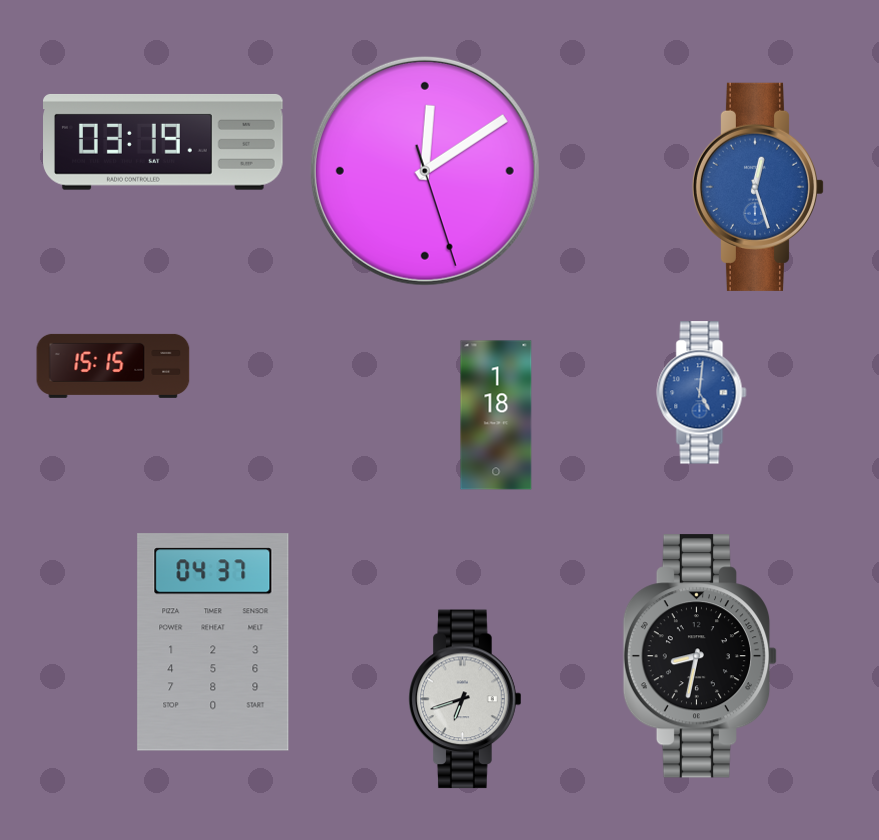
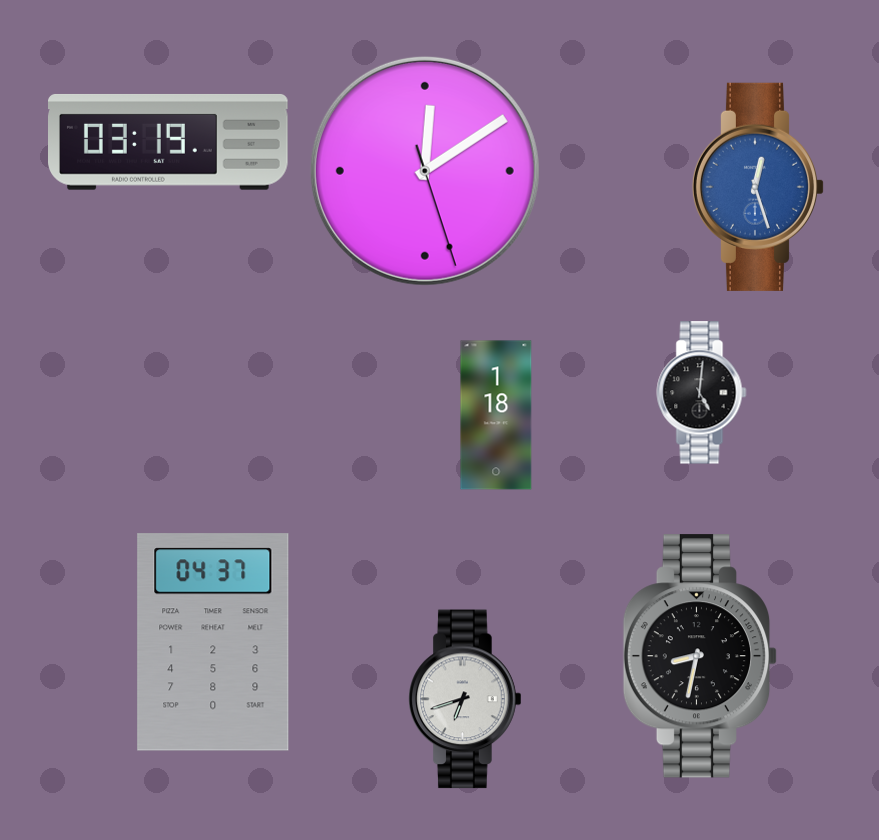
clock at (164, 142) position: (164, 142) -> (169, 142)
clock at (113, 366): 15:15 -> none
clock at (702, 393) dial: blue -> black
